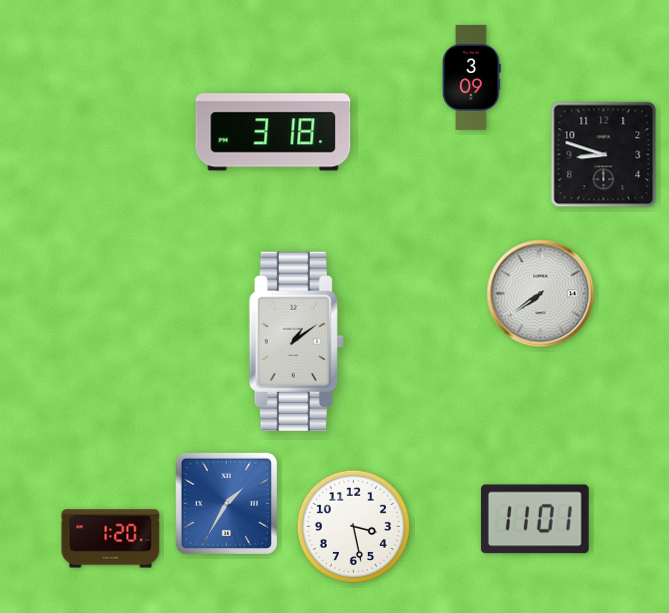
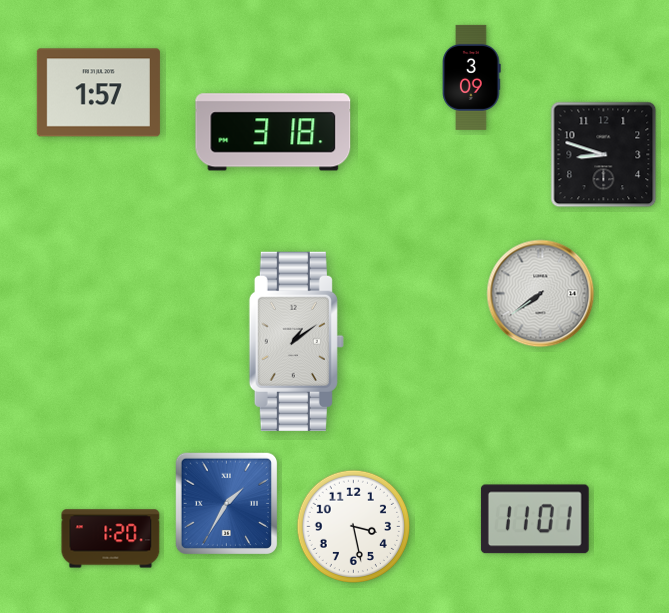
clock at (98, 93): none -> 1:57
